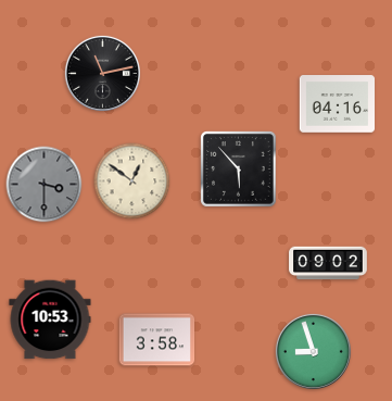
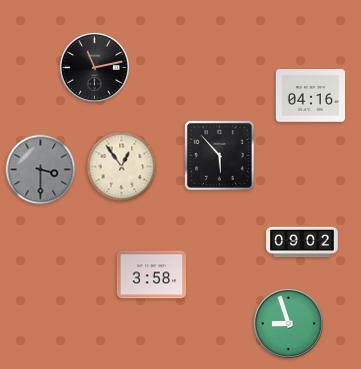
clock at (132, 181): 12:51 -> 12:54
clock at (50, 319): 10:53 -> none
clock at (157, 340) position: (157, 340) -> (152, 275)
